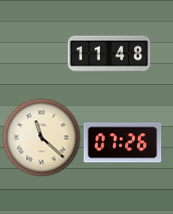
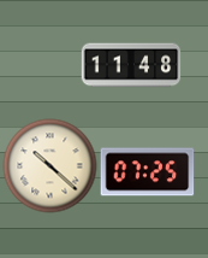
clock at (41, 137): 11:22 -> 10:22
clock at (122, 143): 07:26 -> 07:25
